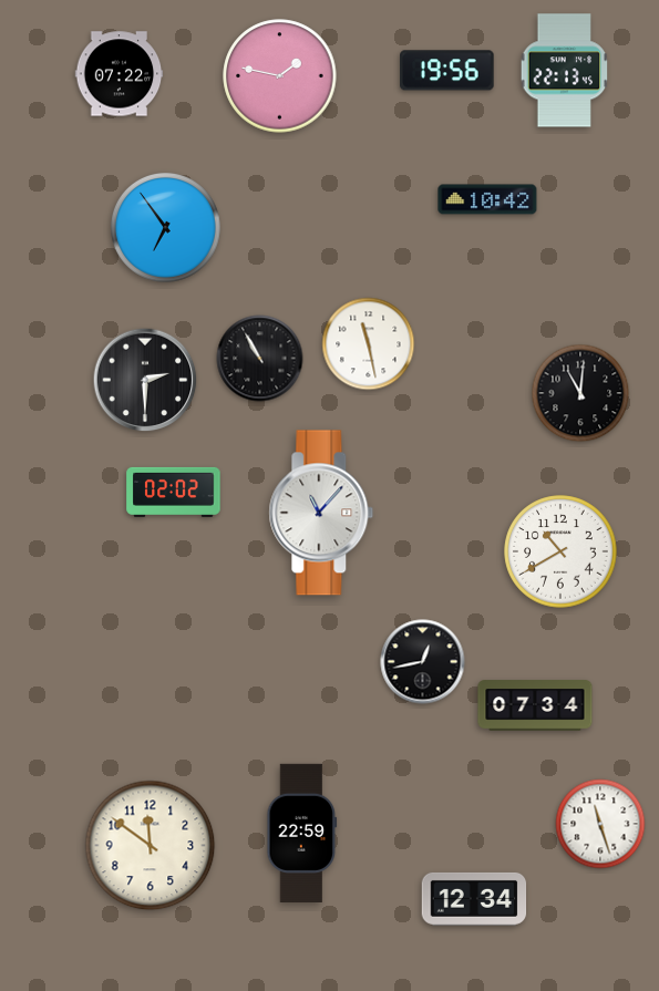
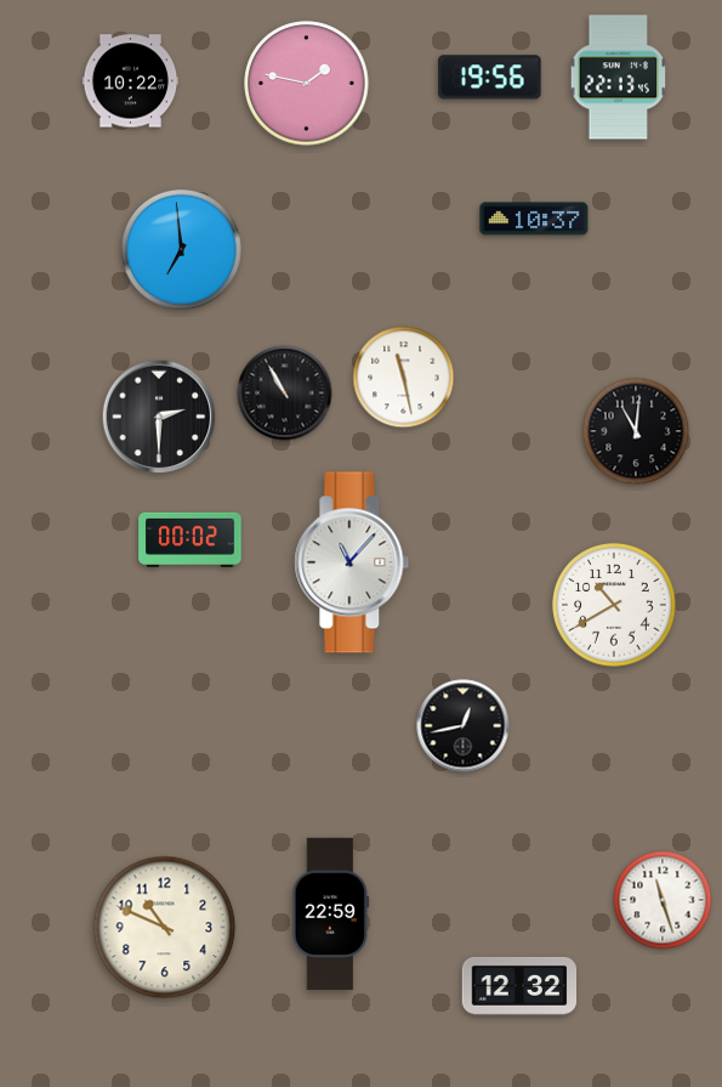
clock at (120, 74): 07:22 -> 10:22
clock at (487, 199): 10:42 -> 10:37
clock at (165, 227): 6:54 -> 6:59
clock at (174, 492): 02:02 -> 00:02
clock at (535, 705): 07:34 -> none
clock at (600, 824) position: (600, 824) -> (663, 900)
clock at (151, 846): 11:51 -> 10:49
clock at (474, 899): 12:34 -> 12:32
